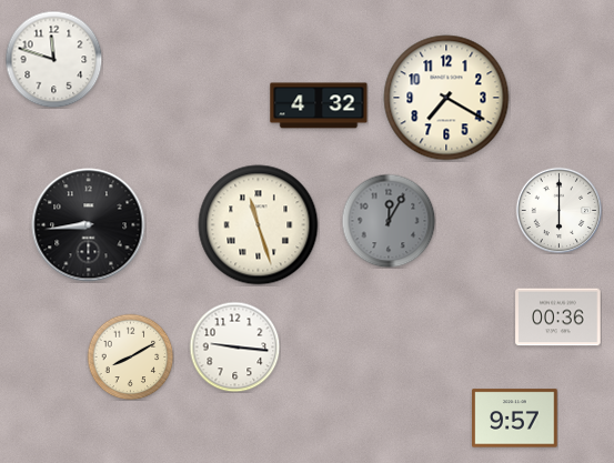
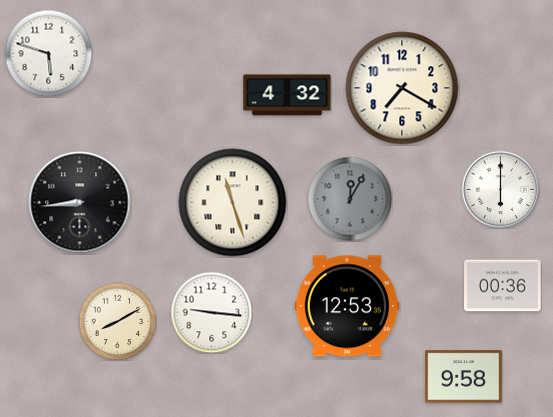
clock at (53, 59): 11:48 -> 5:48
clock at (558, 210) position: (558, 210) -> (500, 189)
clock at (347, 306): none -> 12:53
clock at (515, 419): 9:57 -> 9:58
